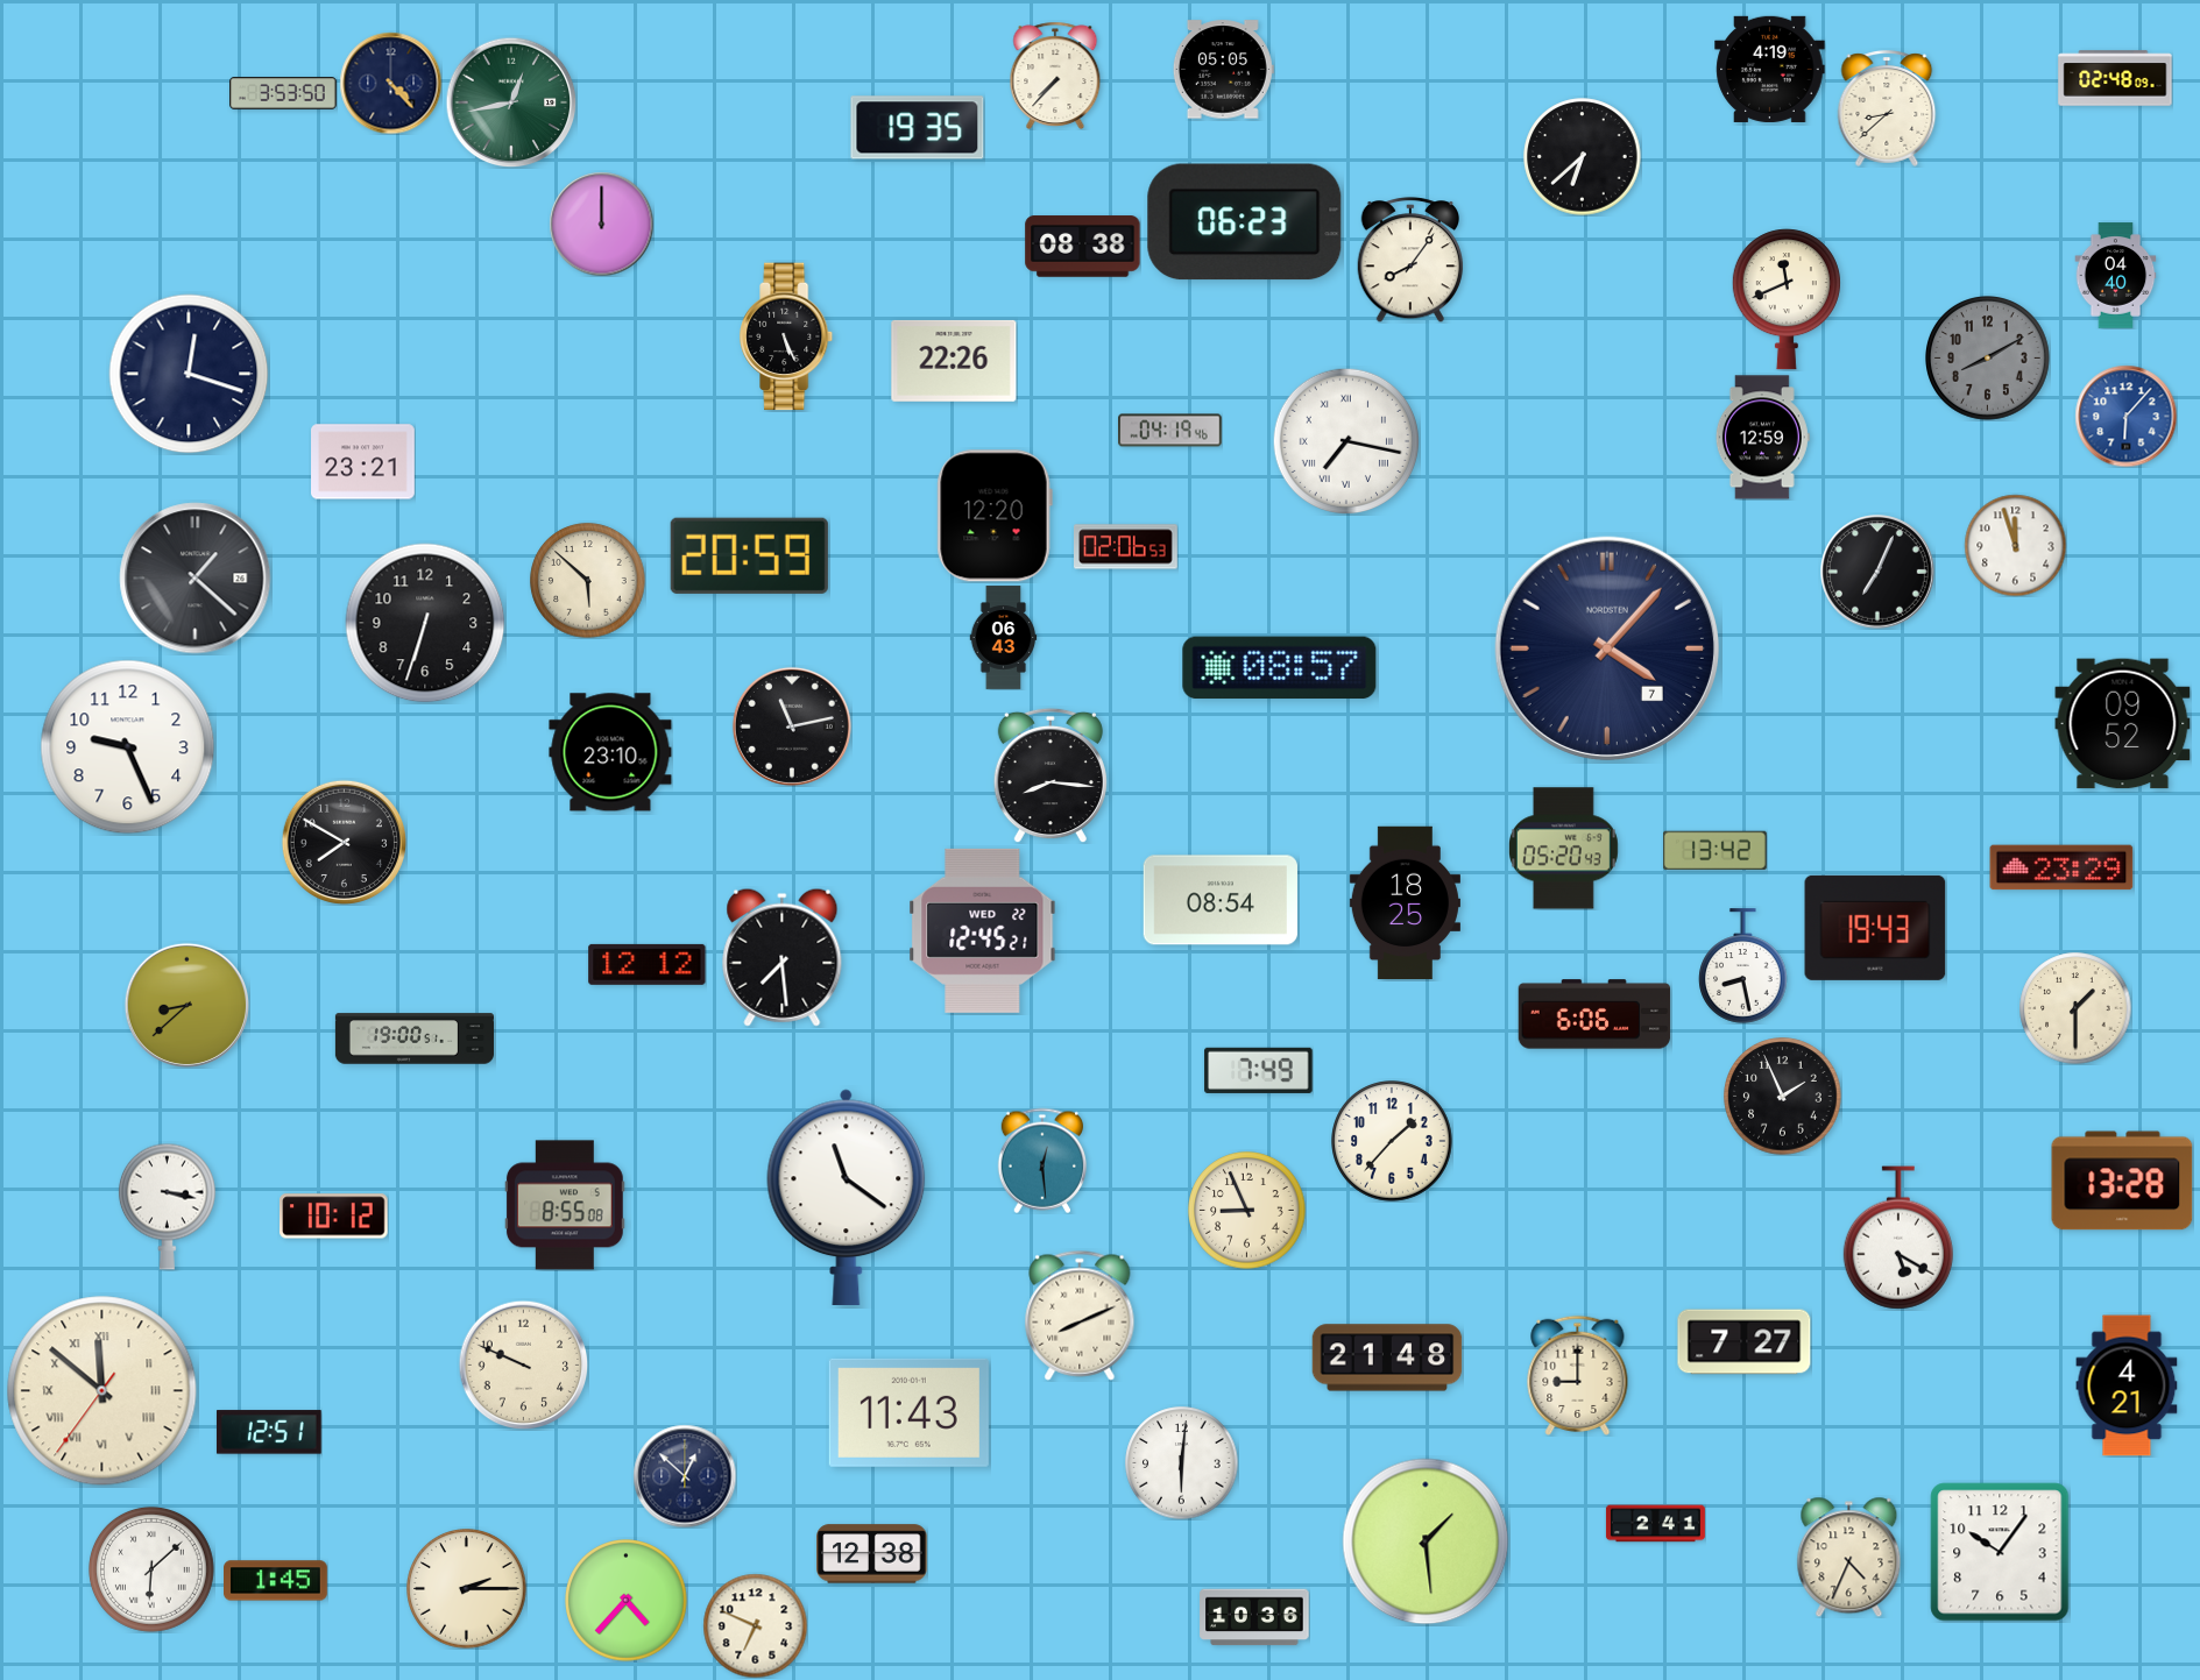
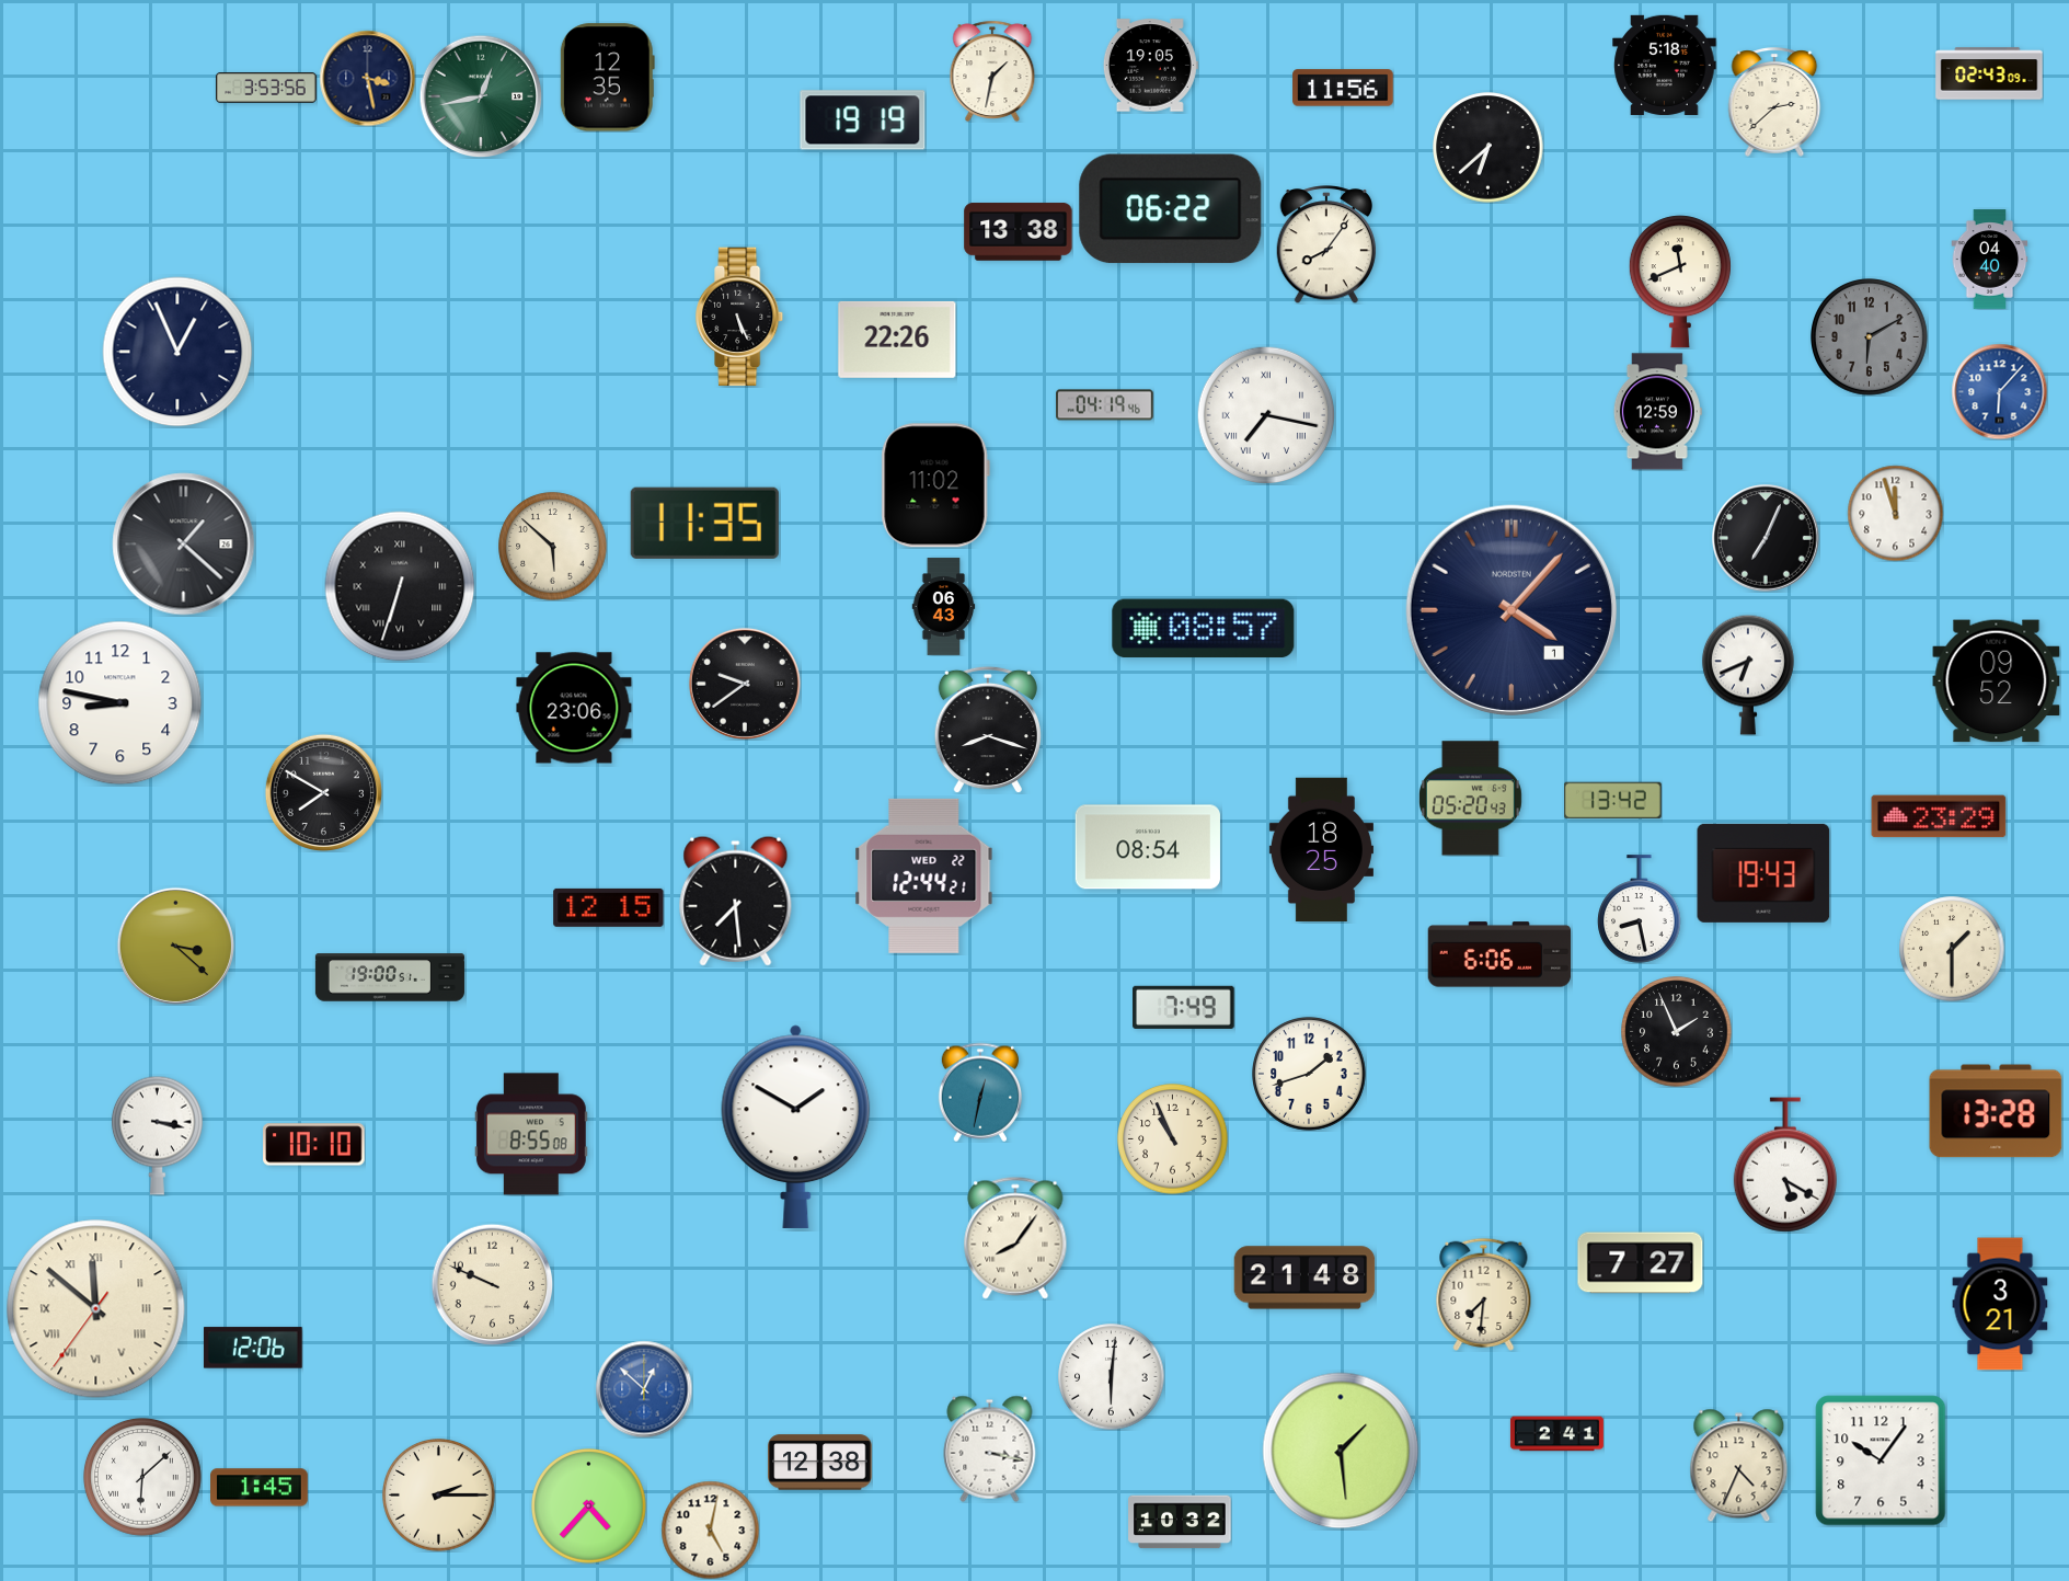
clock at (1770, 69): 4:19 -> 5:18
clock at (1223, 70): 05:05 -> 19:05
clock at (1055, 76): 7:37 -> 1:32
clock at (2115, 78): 02:48 -> 02:43
clock at (390, 83): 4:23 -> 3:28
clock at (607, 78): none -> 12:35
clock at (283, 93): 3:53:50 -> 3:53:56
clock at (1343, 88): none -> 11:56
clock at (1887, 108): 8:38 -> 2:38
clock at (918, 128): 19:35 -> 19:19
clock at (1245, 222): 06:23 -> 06:22
clock at (601, 224): 12:00 -> none
clock at (1083, 247): 08:38 -> 13:38
clock at (1988, 359): 8:10 -> 6:10
clock at (189, 374): 12:18 -> 12:56
clock at (1170, 431) position: (1170, 431) -> (1105, 405)
clock at (363, 462): 23:21 -> none
clock at (995, 516): 12:20 -> 11:02
clock at (1126, 547): 02:06 -> none
clock at (749, 555): 20:59 -> 11:35
clock at (425, 623) numerals: Arabic -> Roman
clock at (1004, 638) position: (1004, 638) -> (944, 607)
clock at (1607, 648) date: 7 -> 1
clock at (1748, 675): none -> 6:41
clock at (792, 726): 11:13 -> 9:39
clock at (128, 747): 9:26 -> 8:47
clock at (610, 752): 23:10 -> 23:06
clock at (1051, 775): 8:16 -> 8:18
clock at (983, 930): 12:45 -> 12:44
clock at (648, 964): 12:12 -> 12:15
clock at (186, 1005): 8:38 -> 3:22
clock at (1392, 1141): 1:37 -> 1:42
clock at (1041, 1161): 12:29 -> 12:32
clock at (847, 1197): 11:21 -> 1:50
clock at (1247, 1211): 8:56 -> 10:56
clock at (334, 1217): 10:12 -> 10:10
clock at (1080, 1316): 8:11 -> 8:06
clock at (1578, 1375): 9:00 -> 7:31
clock at (2127, 1385): 4:21 -> 3:21
clock at (908, 1412): 11:43 -> none
clock at (269, 1432): 12:51 -> 12:06
clock at (685, 1476) dial: navy -> blue
clock at (990, 1448): none -> 3:17
clock at (1254, 1617): 10:36 -> 10:32
clock at (755, 1625): 6:49 -> 5:02
